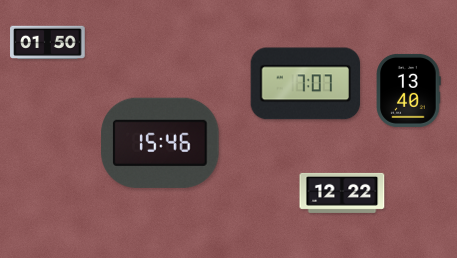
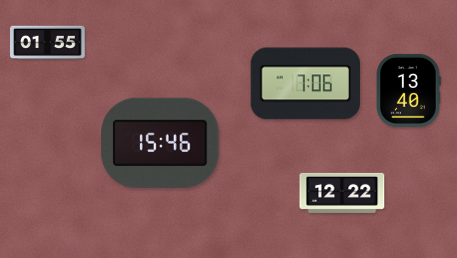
clock at (48, 43): 01:50 -> 01:55
clock at (306, 84): 7:07 -> 7:06
